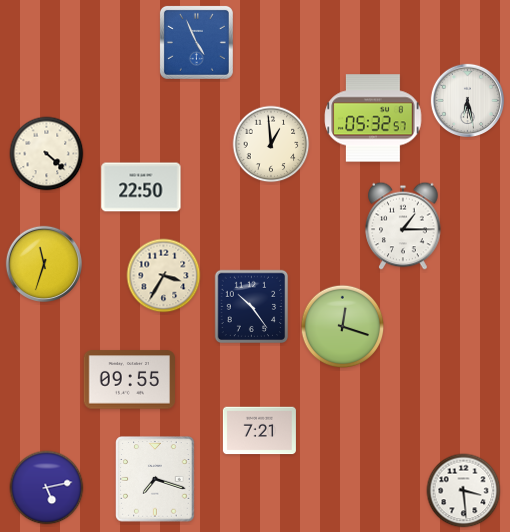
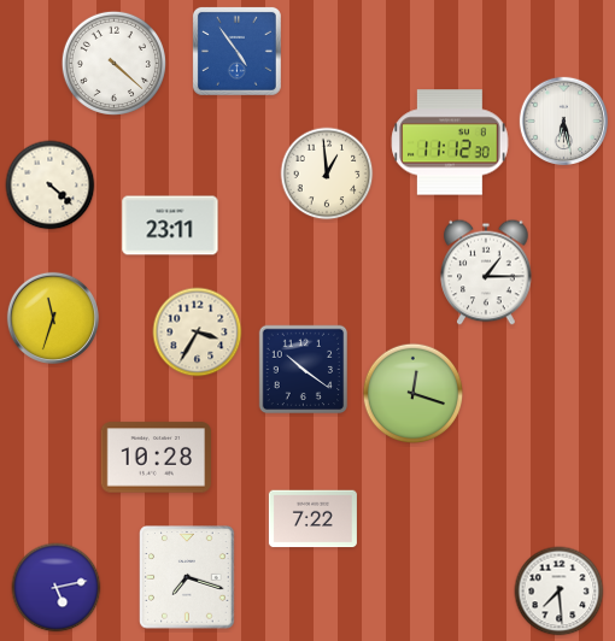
clock at (196, 42): 4:56 -> 4:54
clock at (113, 63): none -> 4:22
clock at (373, 118): 05:32 -> 11:12
clock at (47, 154) position: (47, 154) -> (51, 186)
clock at (141, 187): 22:50 -> 23:11
clock at (252, 307): 10:24 -> 10:21
clock at (129, 380): 09:55 -> 10:28
clock at (259, 431): 7:21 -> 7:22
clock at (464, 491): 3:29 -> 7:29
